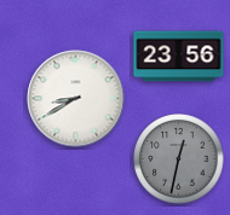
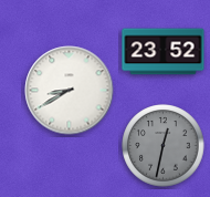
clock at (179, 57): 23:56 -> 23:52
